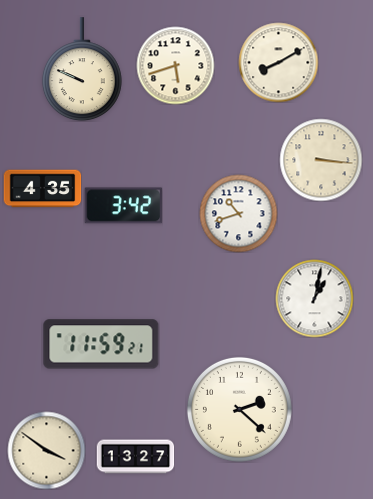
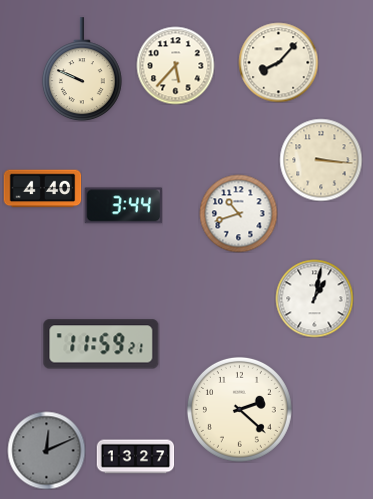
clock at (278, 62): 8:10 -> 8:07
clock at (175, 65): 5:42 -> 5:37
clock at (42, 189): 4:35 -> 4:40
clock at (123, 206): 3:42 -> 3:44
clock at (46, 450): 3:51 -> 12:11
clock at (46, 450) dial: cream -> grey
